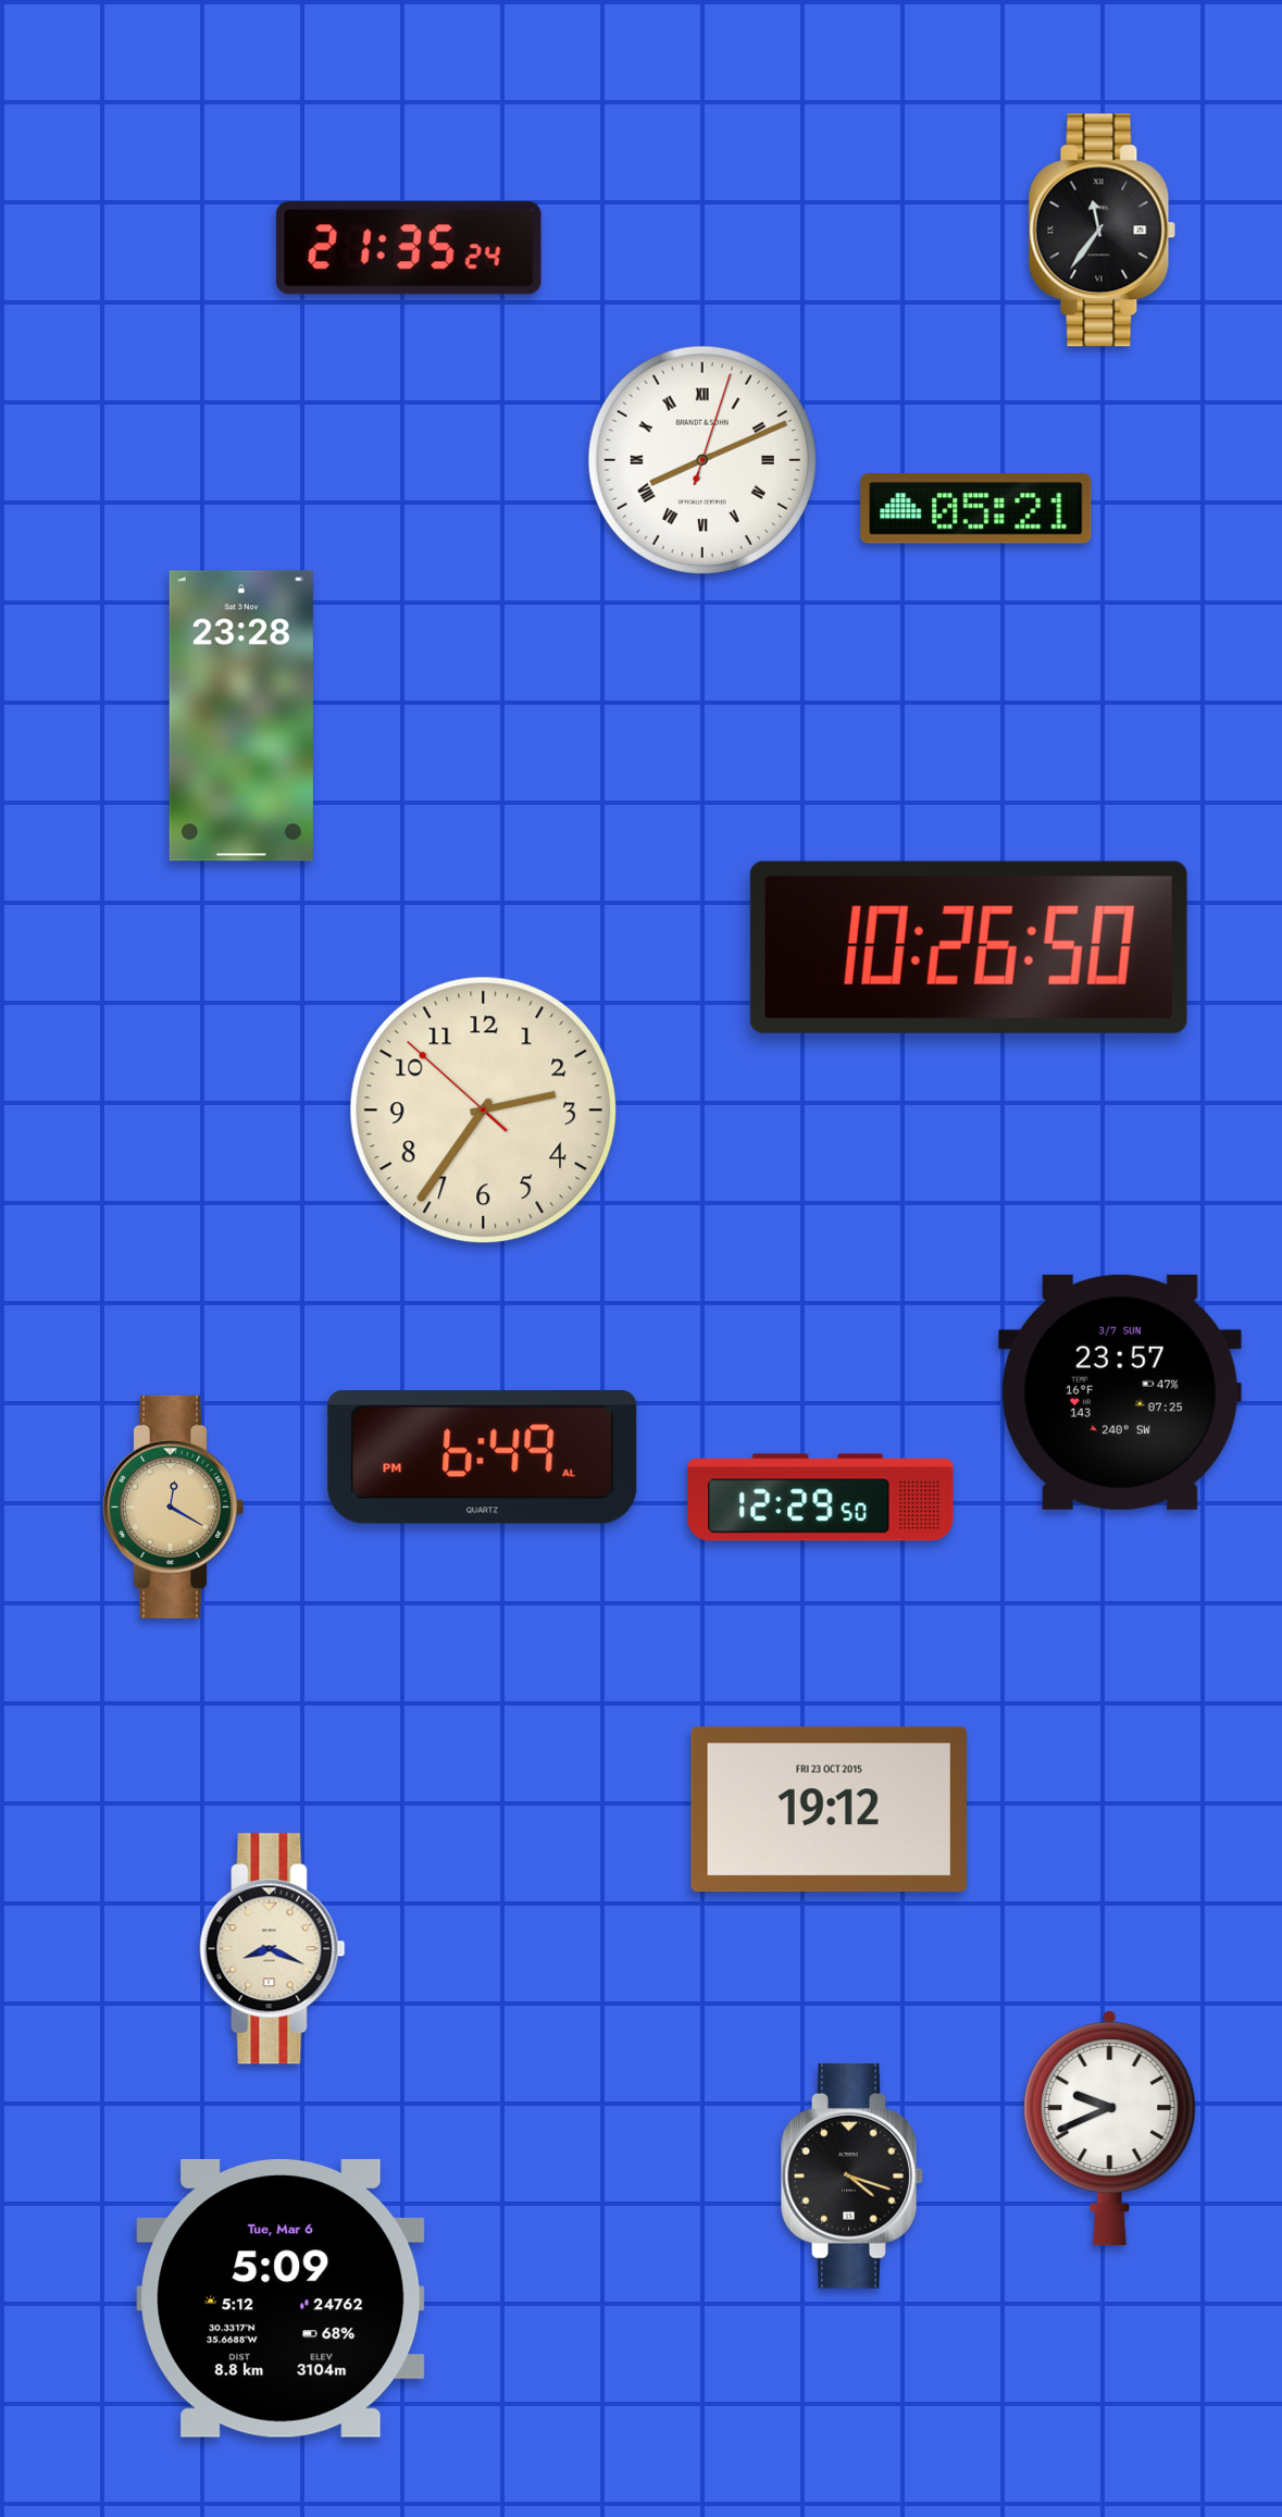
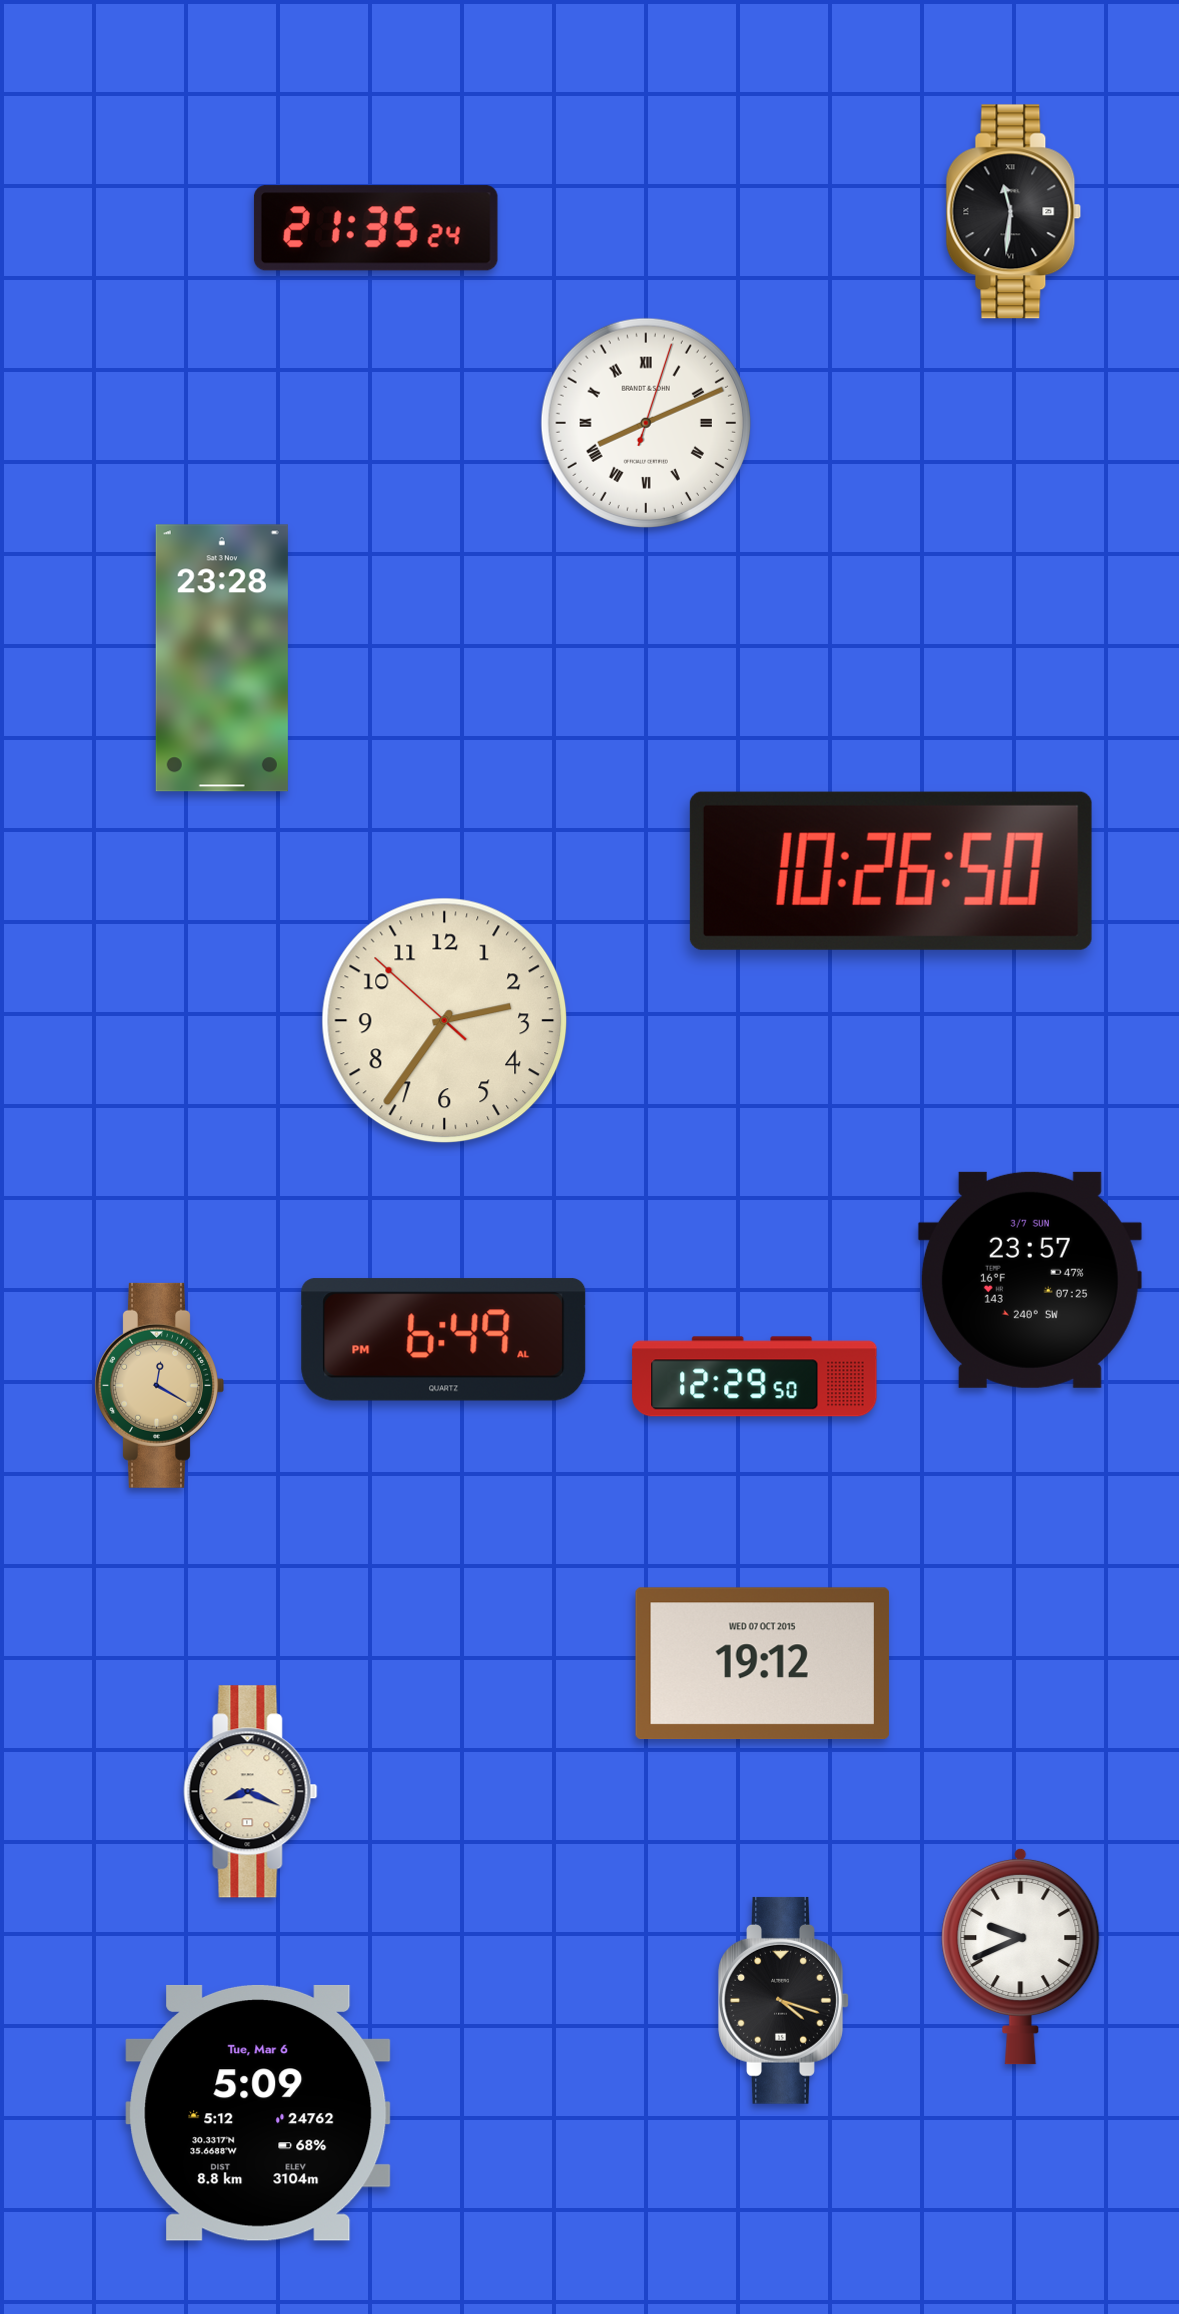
clock at (1103, 231): 11:36 -> 11:31
clock at (976, 509): 05:21 -> none
clock at (829, 1810) date: FRI 23 OCT 2015 -> WED 07 OCT 2015
